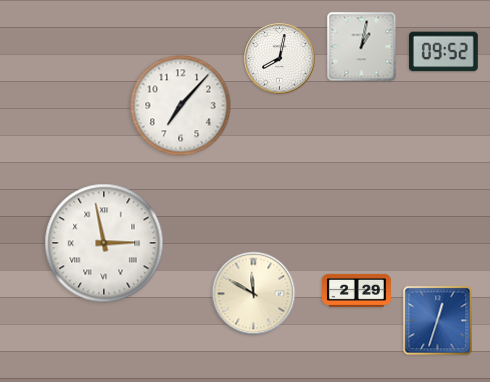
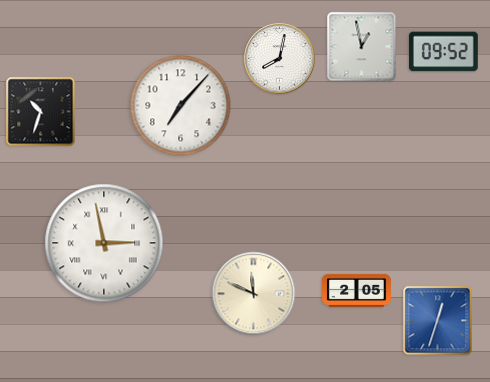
clock at (362, 47): 1:02 -> 12:58
clock at (41, 112): none -> 10:33
clock at (357, 290): 2:29 -> 2:05
clock at (254, 294): 11:50 -> 11:49
